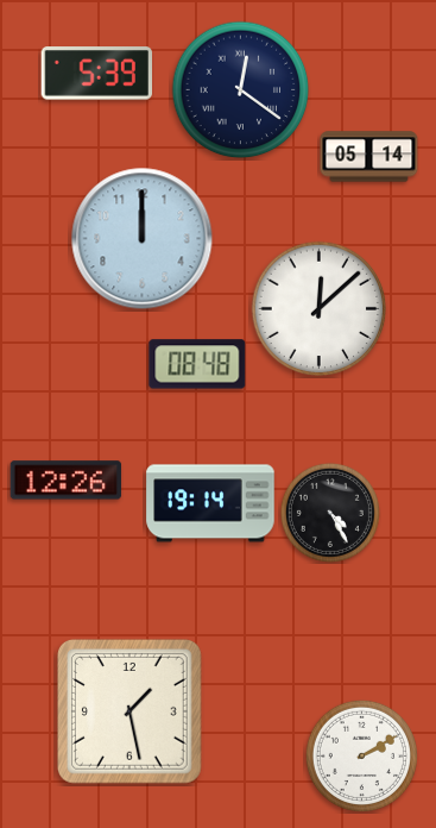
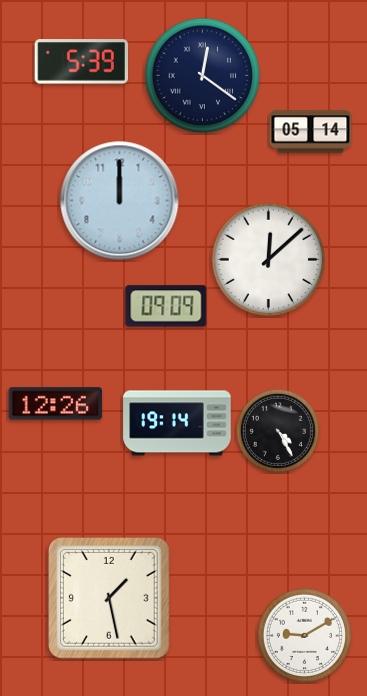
clock at (197, 364): 08:48 -> 09:09
clock at (361, 755): 2:10 -> 9:10
